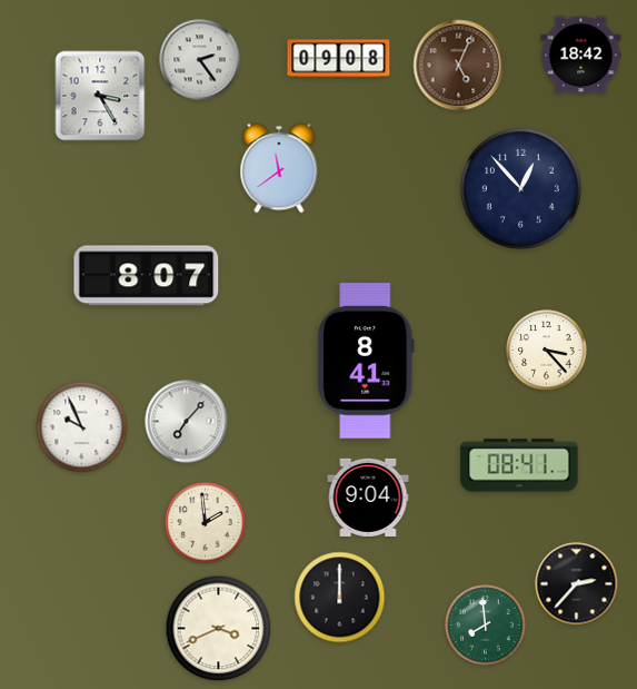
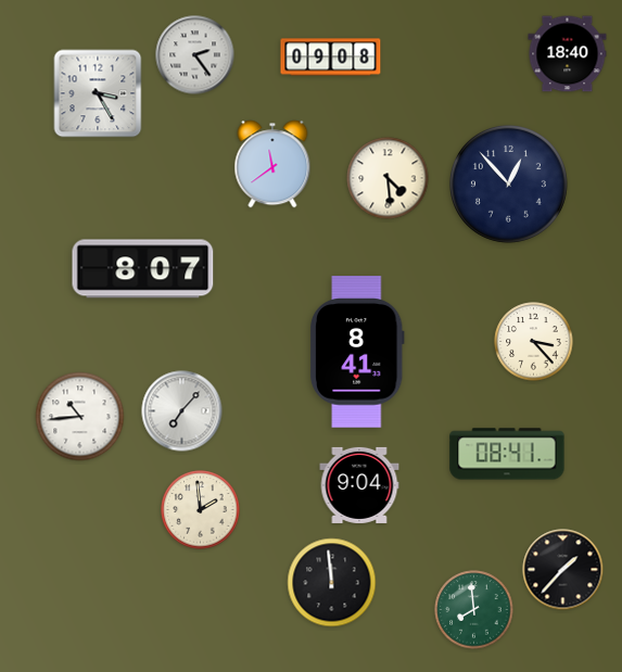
clock at (581, 56): 18:42 -> 18:40
clock at (200, 60) position: (200, 60) -> (195, 55)
clock at (459, 66): 5:04 -> none
clock at (388, 178): none -> 4:29
clock at (82, 427): 9:56 -> 10:44
clock at (577, 584): 2:37 -> 1:37
clock at (340, 598): 12:00 -> 11:59
clock at (219, 629): 3:41 -> none
